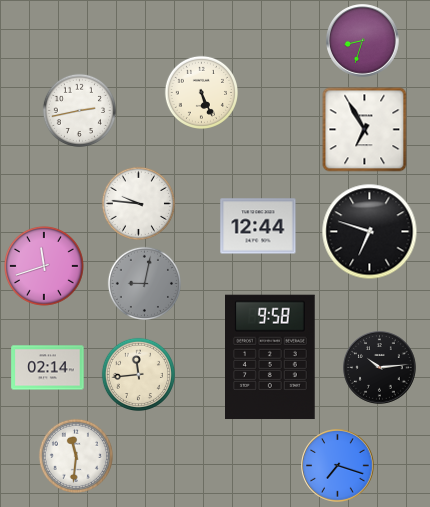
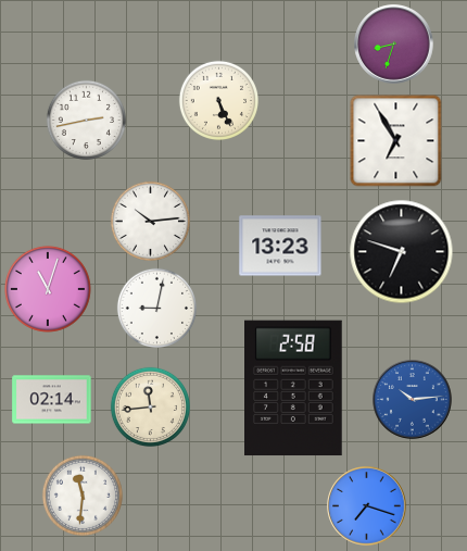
clock at (138, 203): 9:46 -> 10:14
clock at (258, 226): 12:44 -> 13:23
clock at (44, 266): 11:42 -> 11:03
clock at (144, 283) dial: grey -> white
clock at (271, 357): 9:58 -> 2:58
clock at (380, 368) dial: black -> blue
